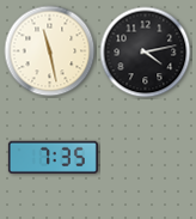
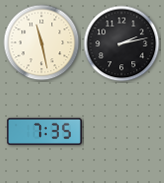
clock at (146, 53): 4:13 -> 2:13
